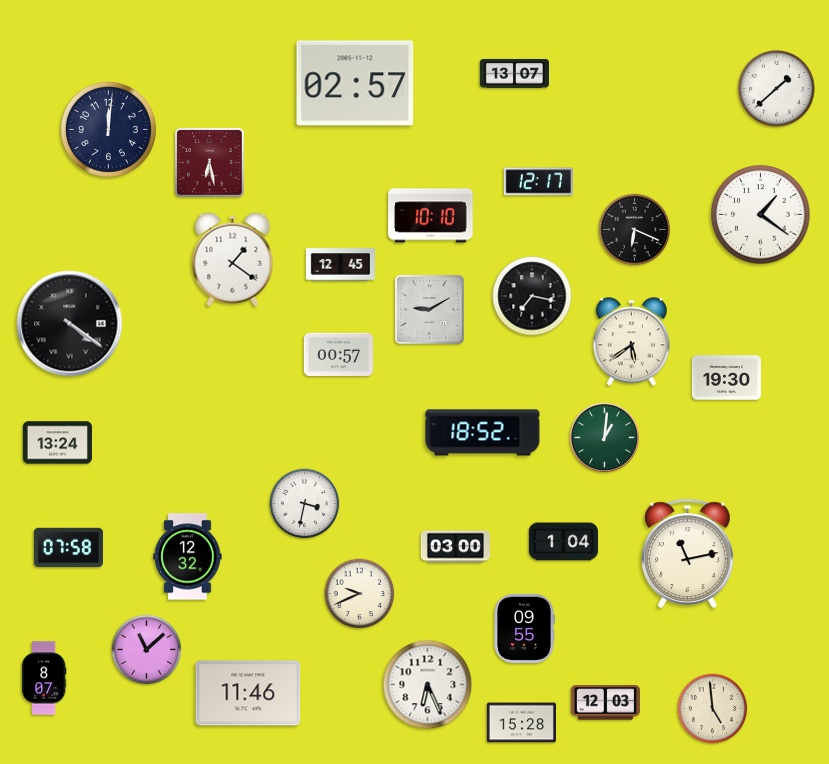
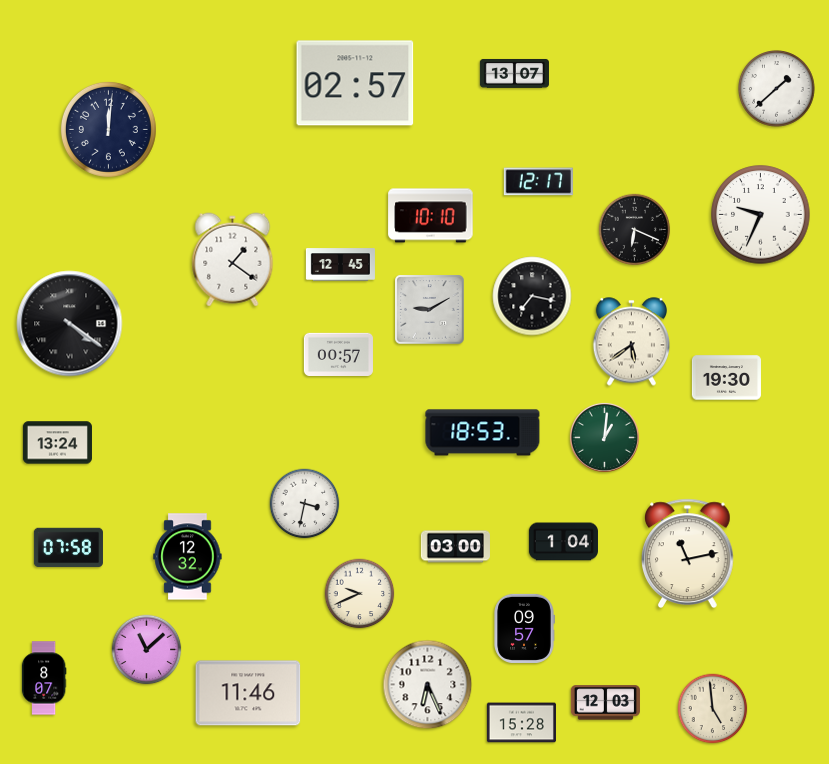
clock at (210, 163): 6:28 -> none
clock at (761, 215): 1:21 -> 9:34
clock at (483, 433): 18:52 -> 18:53
clock at (524, 628): 09:55 -> 09:57
